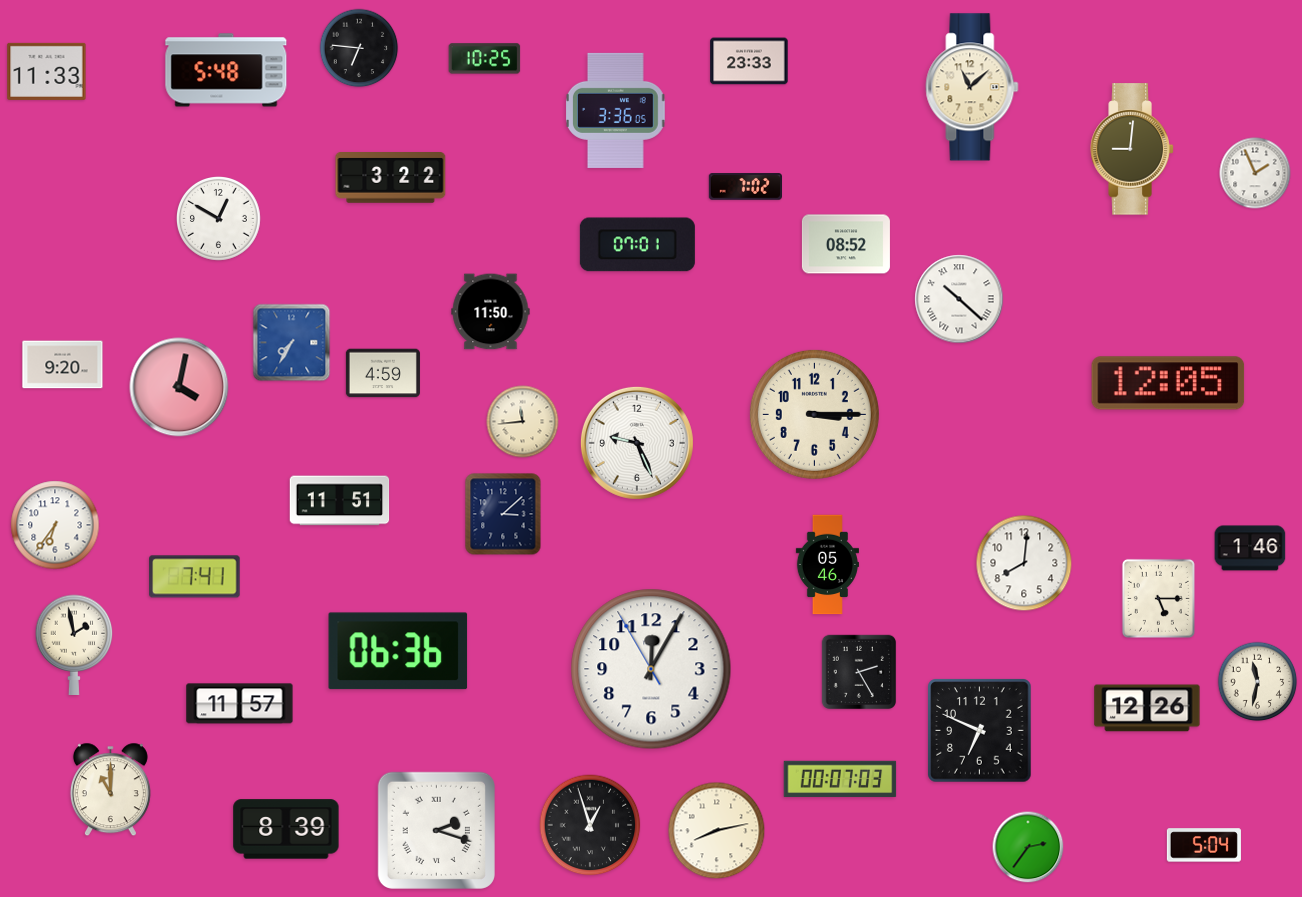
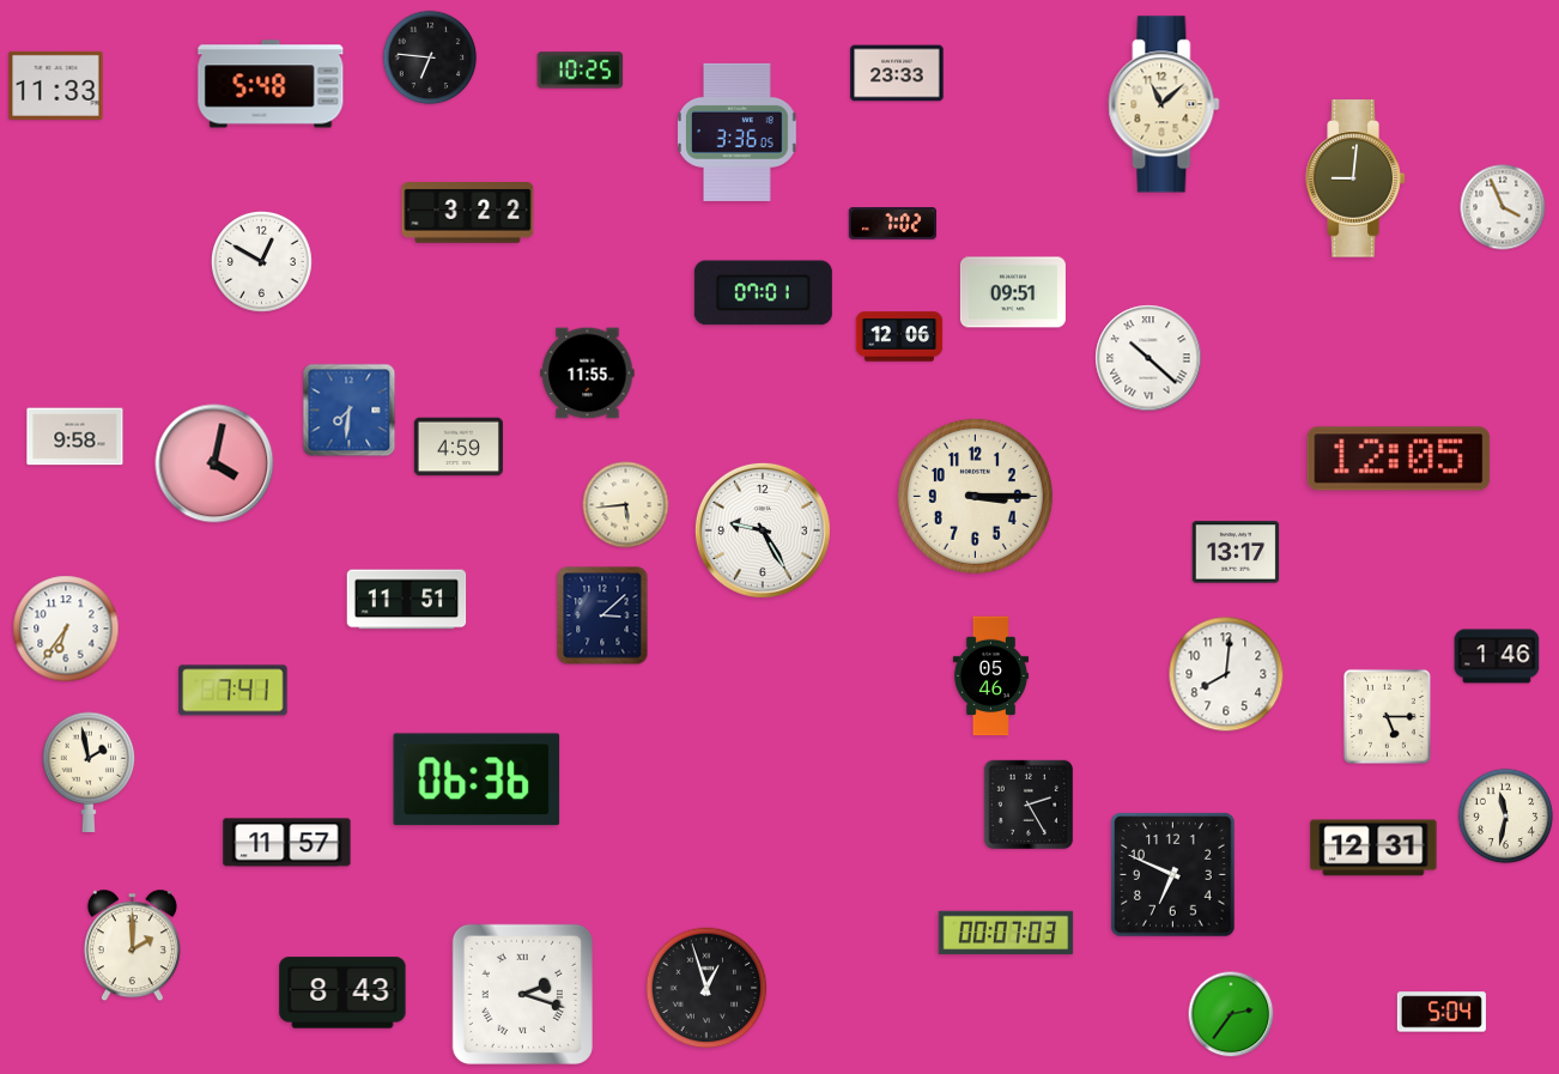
clock at (1255, 173): 1:56 -> 3:56
clock at (846, 244): 08:52 -> 09:51
clock at (899, 336): none -> 12:06
clock at (491, 312): 11:50 -> 11:55
clock at (292, 343): 7:35 -> 7:31
clock at (63, 365): 9:20 -> 9:58
clock at (523, 422): 11:44 -> 5:44
clock at (637, 443): 9:26 -> 9:25
clock at (1236, 552): none -> 13:17
clock at (651, 669): 12:04 -> none
clock at (1147, 708): 12:26 -> 12:31
clock at (110, 790): 11:00 -> 2:00
clock at (286, 829): 8:39 -> 8:43
clock at (717, 831): 8:13 -> none
